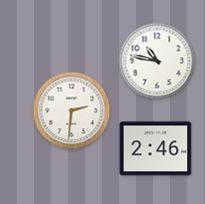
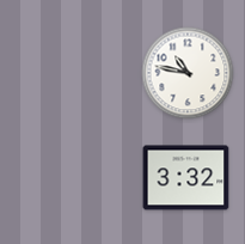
clock at (72, 111): 2:31 -> none
clock at (156, 149): 2:46 -> 3:32
